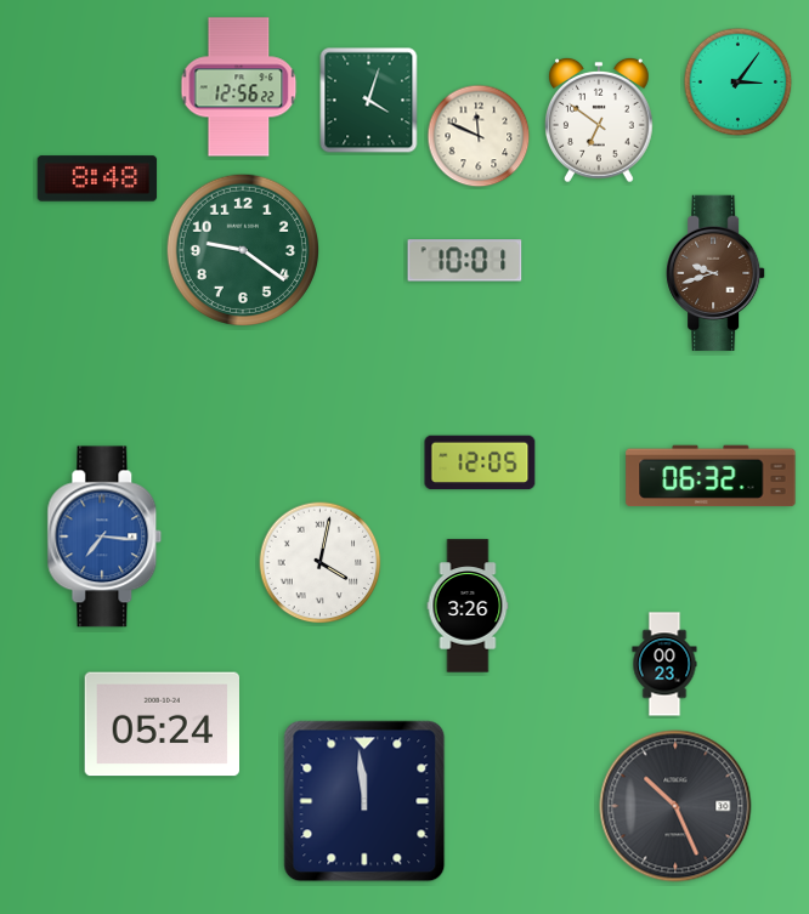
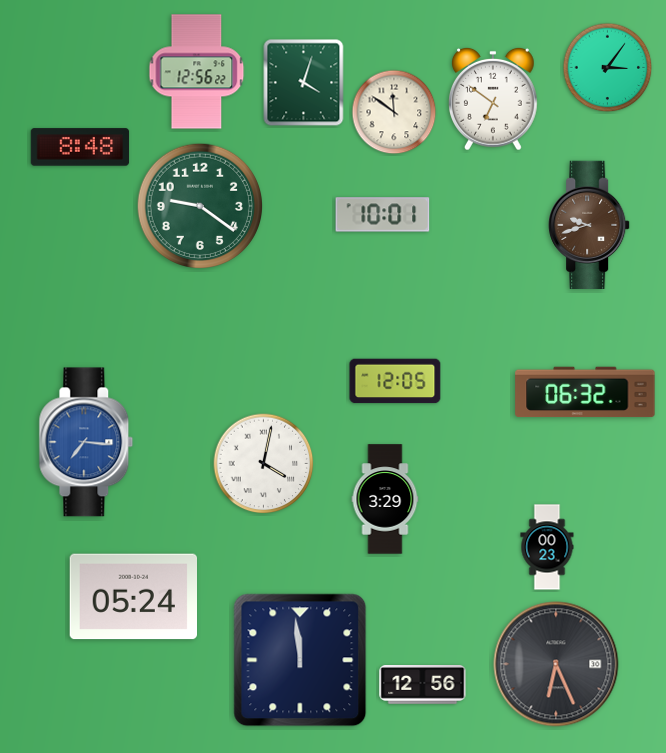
clock at (479, 136): 11:49 -> 11:51
clock at (468, 606): 3:26 -> 3:29
clock at (675, 806): 10:26 -> 6:26
clock at (423, 685): none -> 12:56
